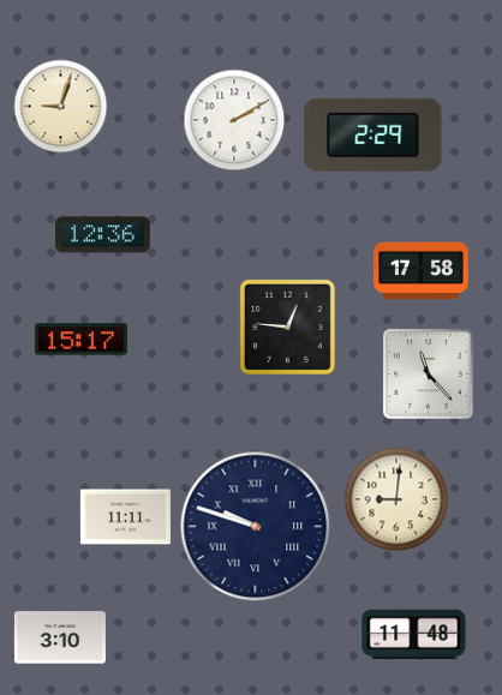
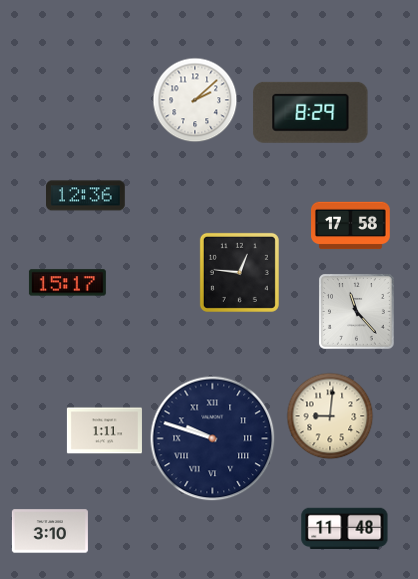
clock at (61, 107): 9:03 -> none
clock at (234, 120): 2:10 -> 2:08
clock at (373, 134): 2:29 -> 8:29
clock at (125, 517): 11:11 -> 1:11
